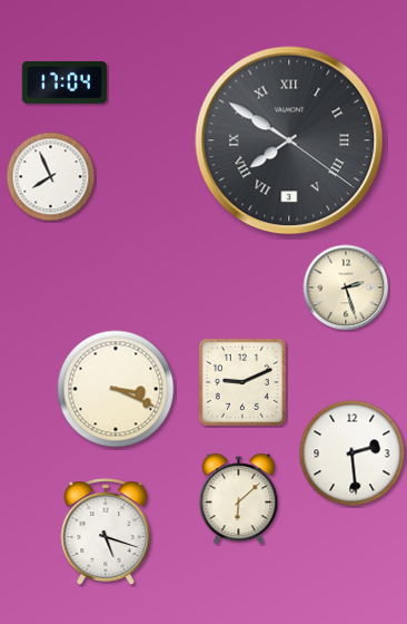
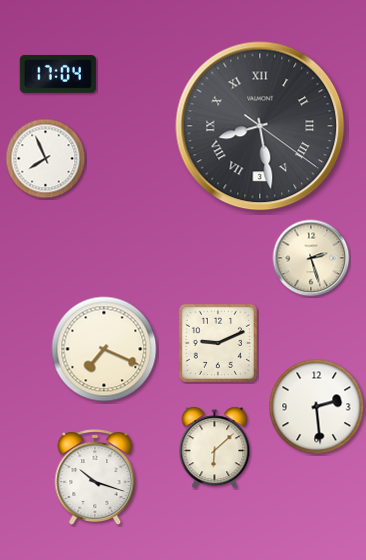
clock at (289, 140): 7:50 -> 8:28
clock at (116, 389): 3:19 -> 7:19
clock at (106, 532): 5:18 -> 10:18
